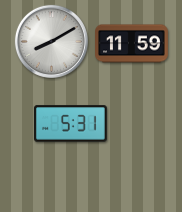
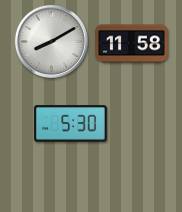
clock at (132, 44): 11:59 -> 11:58
clock at (71, 124): 5:31 -> 5:30
